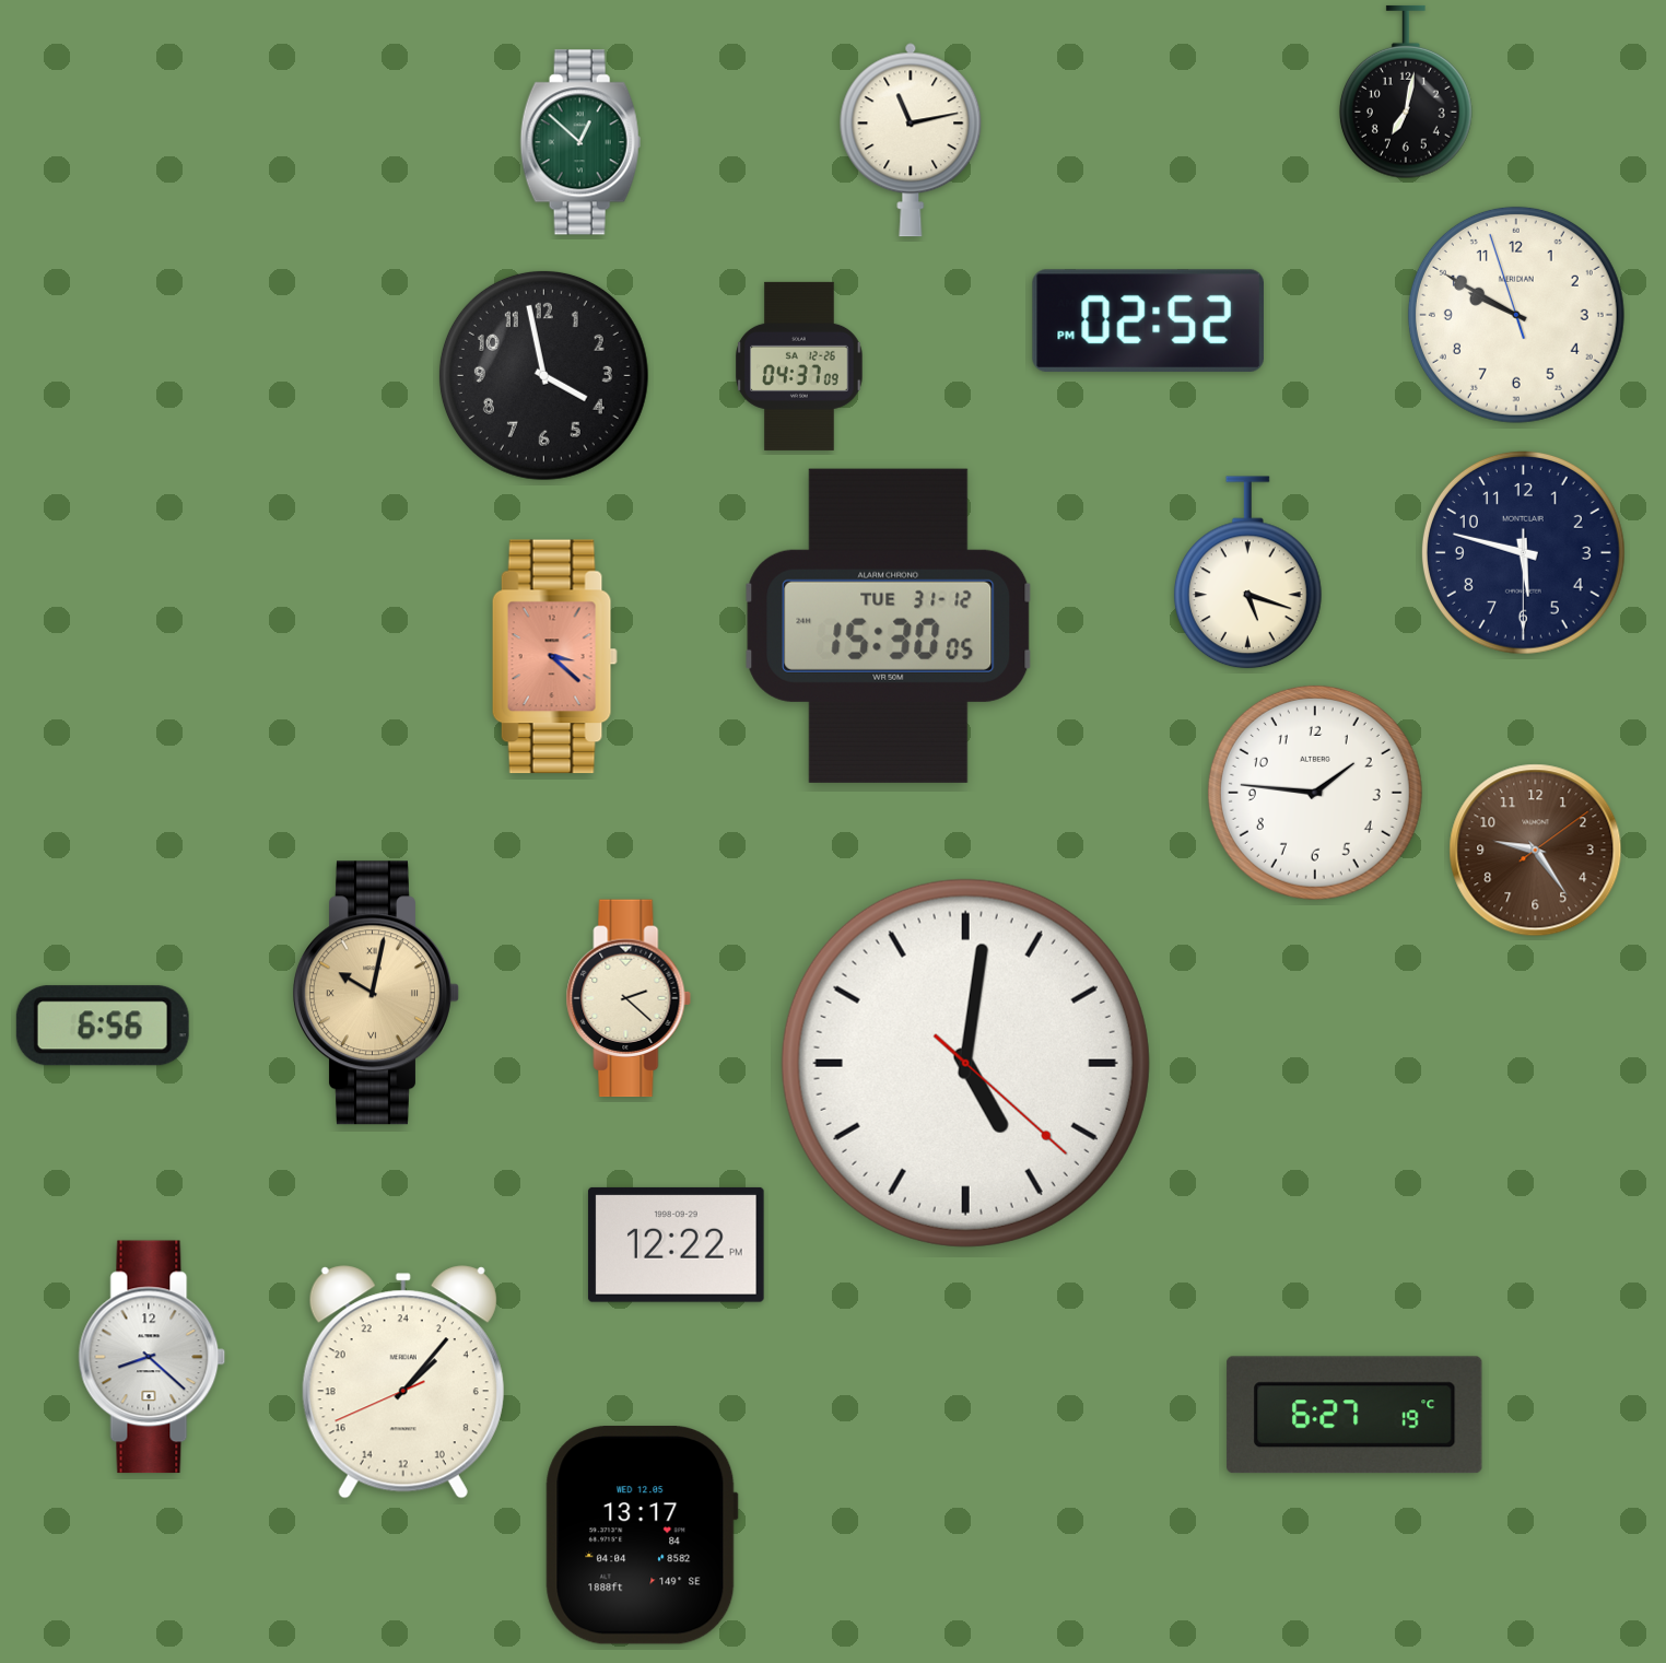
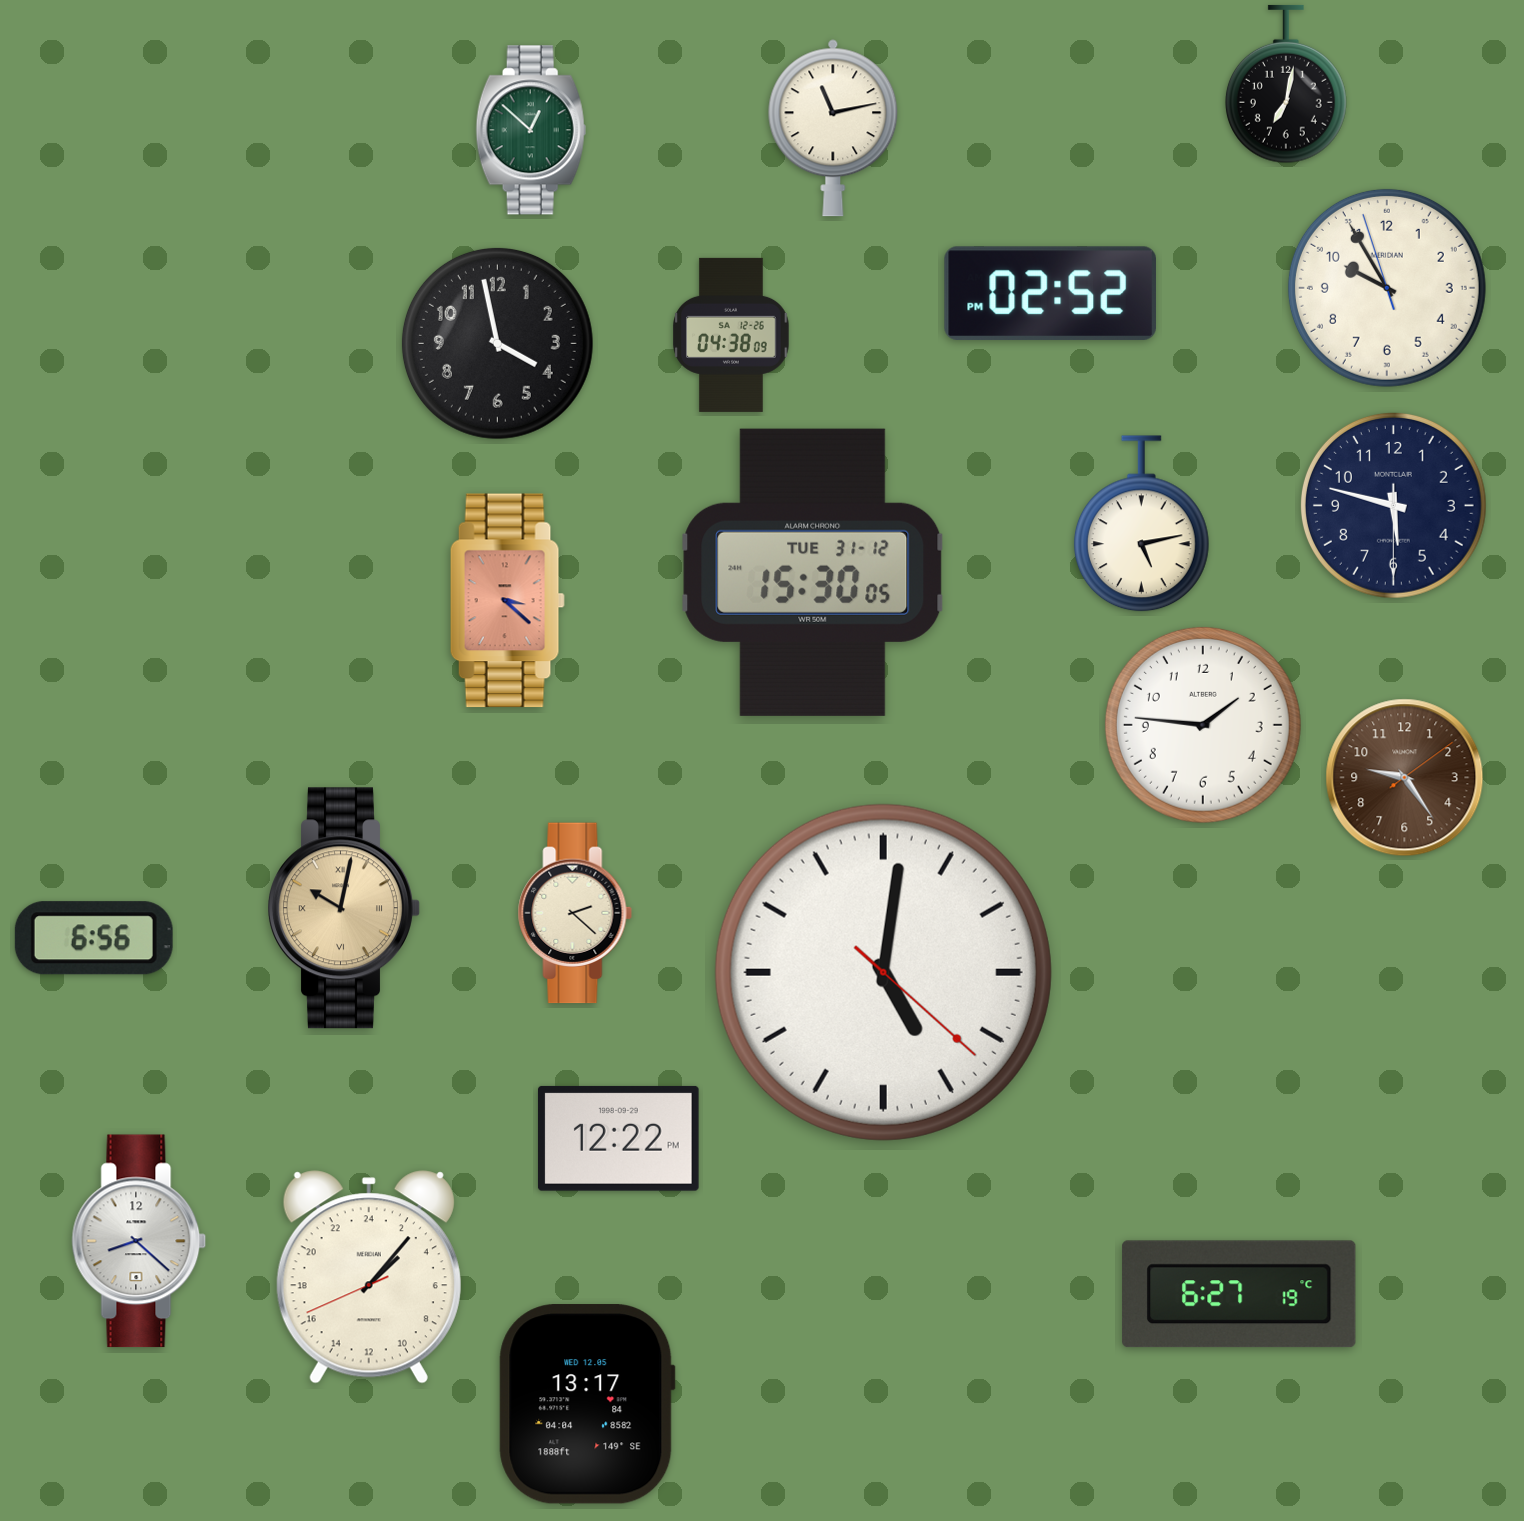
clock at (1516, 315): 9:49 -> 9:54
clock at (799, 366): 04:37 -> 04:38
clock at (1247, 573): 5:18 -> 5:13
clock at (403, 1382) position: (403, 1382) -> (369, 1277)
